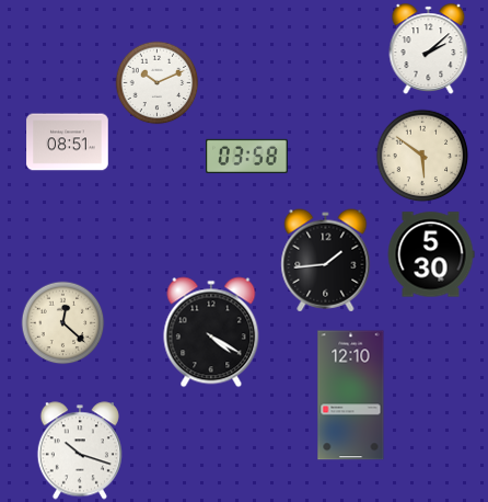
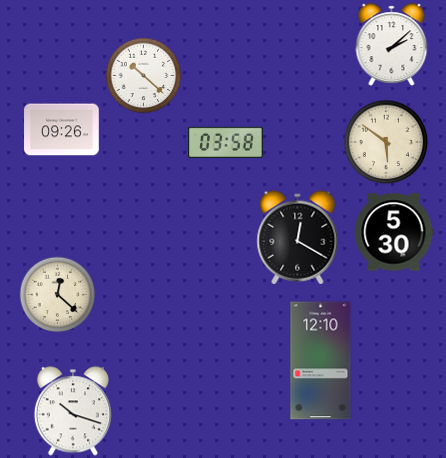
clock at (158, 83): 10:11 -> 10:22
clock at (68, 142): 08:51 -> 09:26
clock at (326, 261): 1:44 -> 12:20
clock at (211, 332): 4:20 -> none
